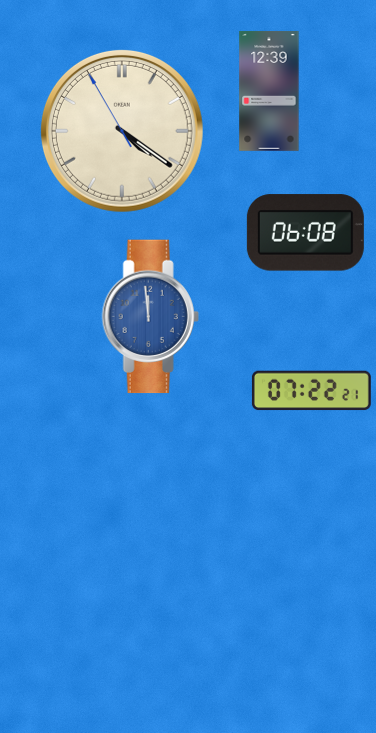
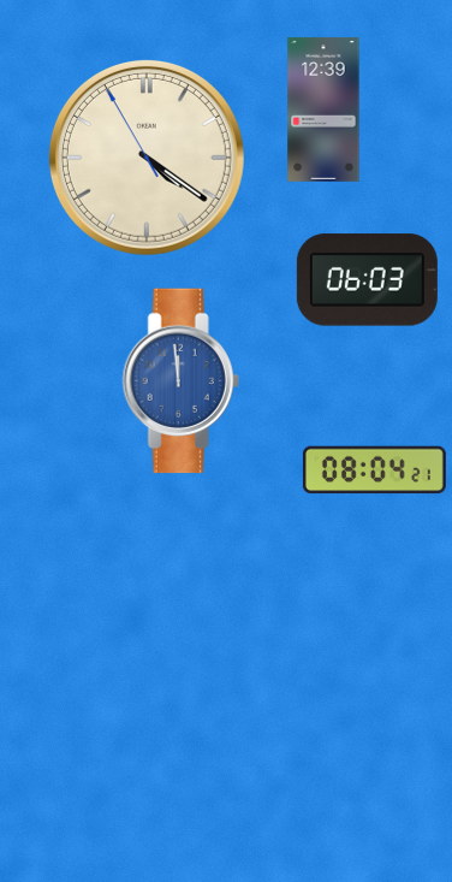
clock at (305, 233): 06:08 -> 06:03
clock at (311, 391): 07:22 -> 08:04
